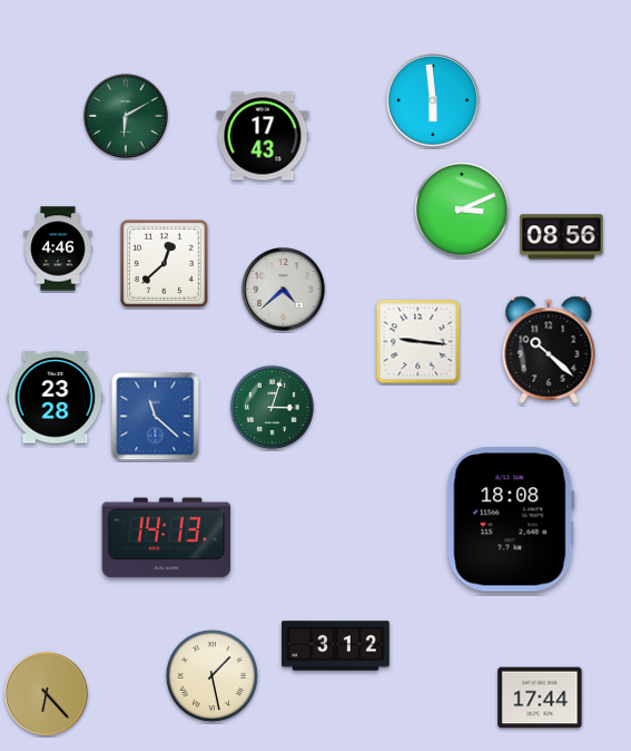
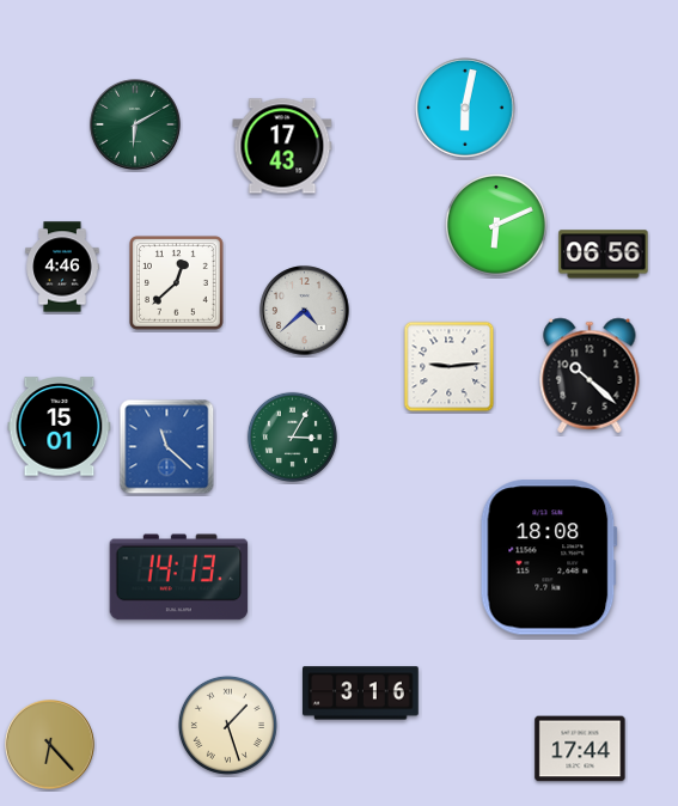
clock at (434, 101): 5:59 -> 6:02
clock at (462, 209): 3:11 -> 6:11
clock at (562, 237): 08:56 -> 06:56
clock at (418, 342): 9:16 -> 9:14
clock at (56, 398): 23:28 -> 15:01
clock at (272, 407): 3:03 -> 3:05
clock at (336, 646): 3:12 -> 3:16
clock at (211, 675): 1:28 -> 1:27
